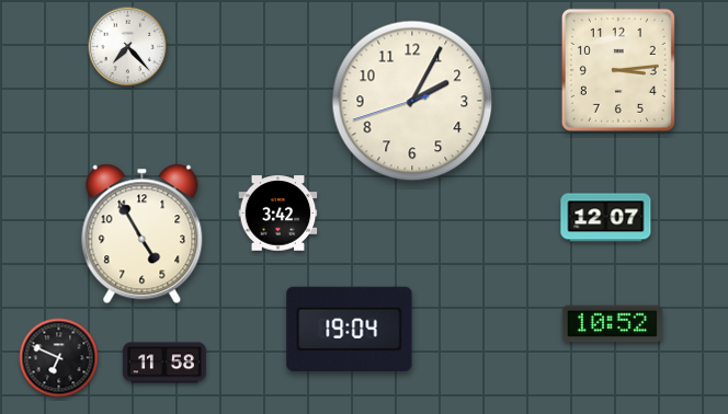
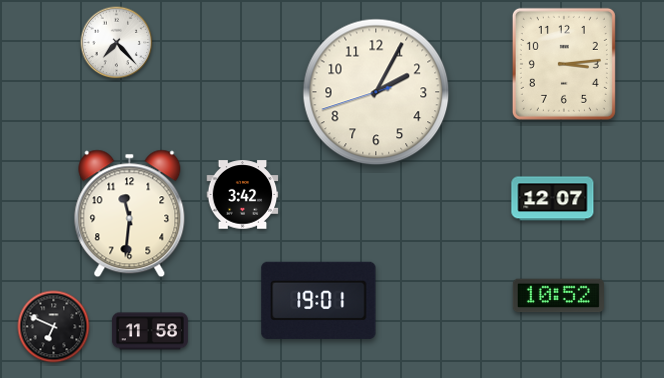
clock at (278, 214) position: (278, 214) -> (243, 195)
clock at (143, 234): 4:55 -> 11:31
clock at (350, 329): 19:04 -> 19:01
